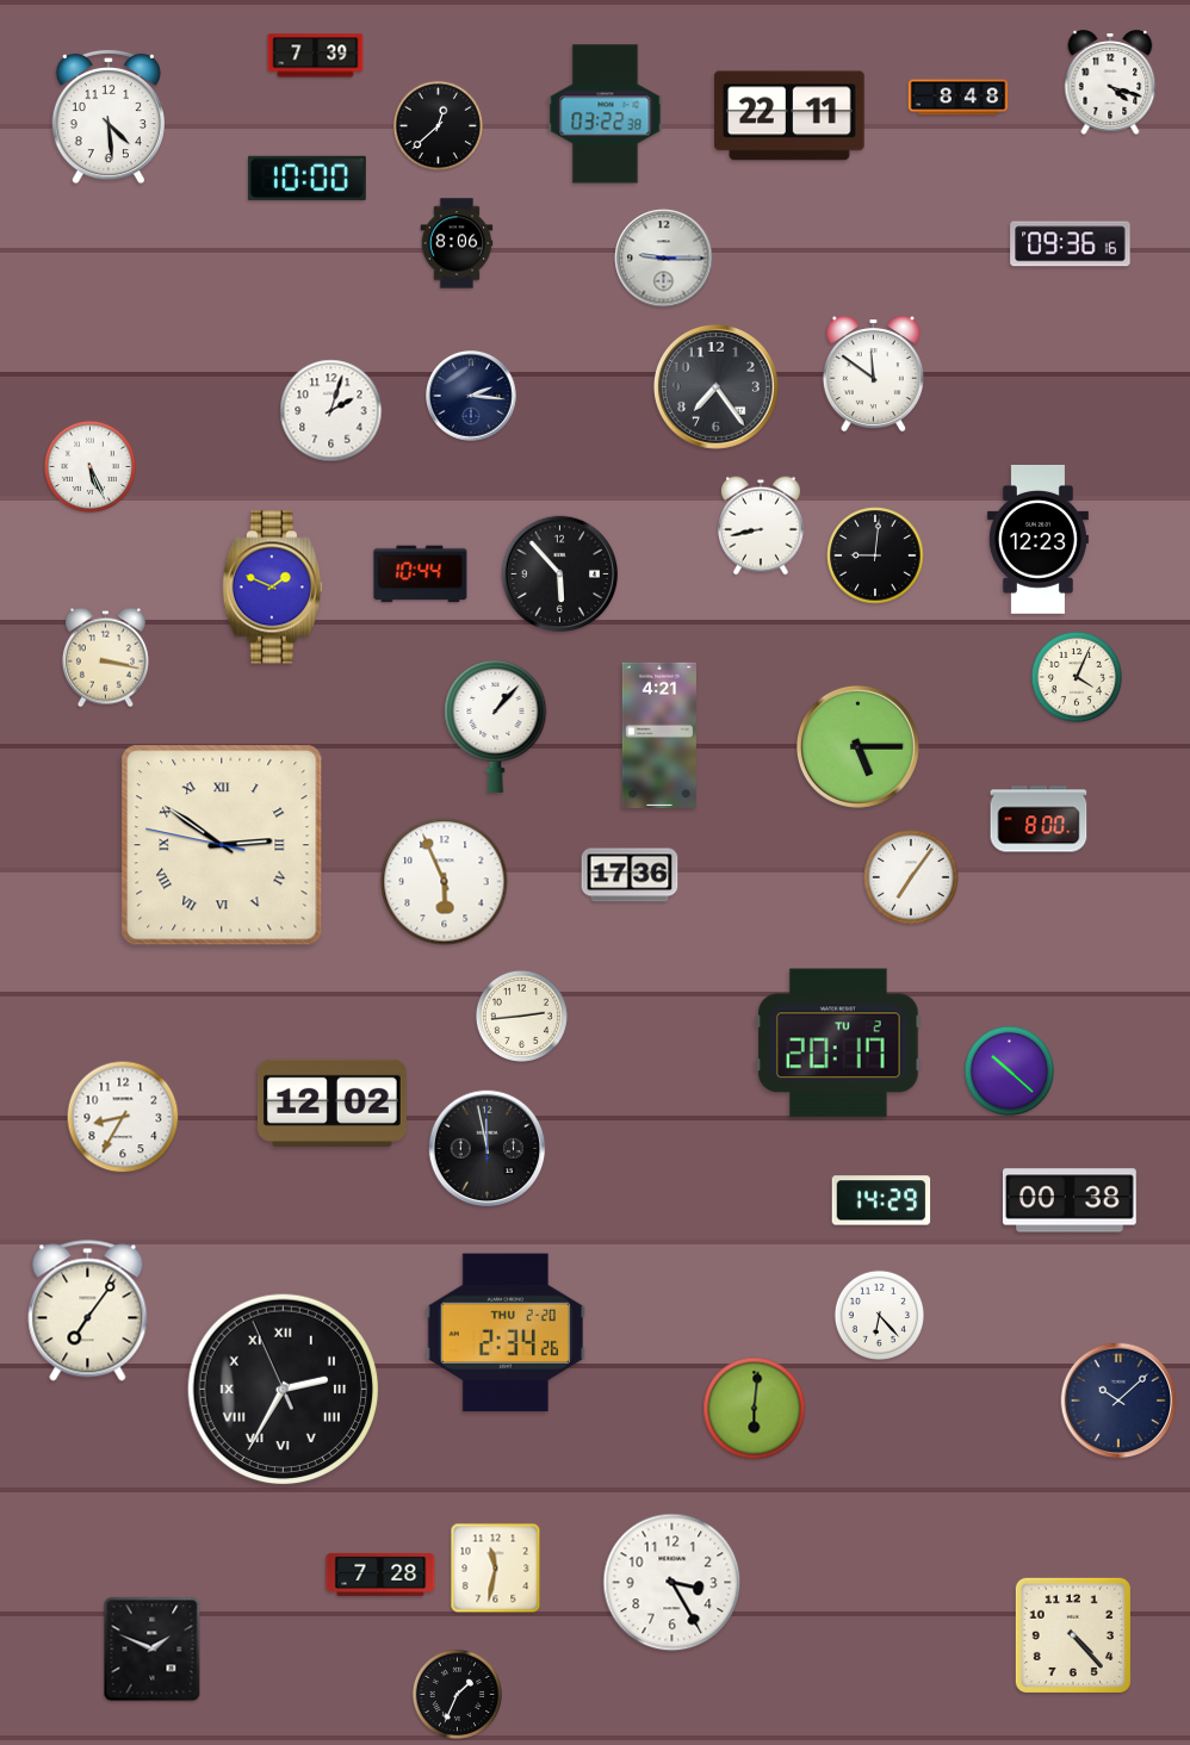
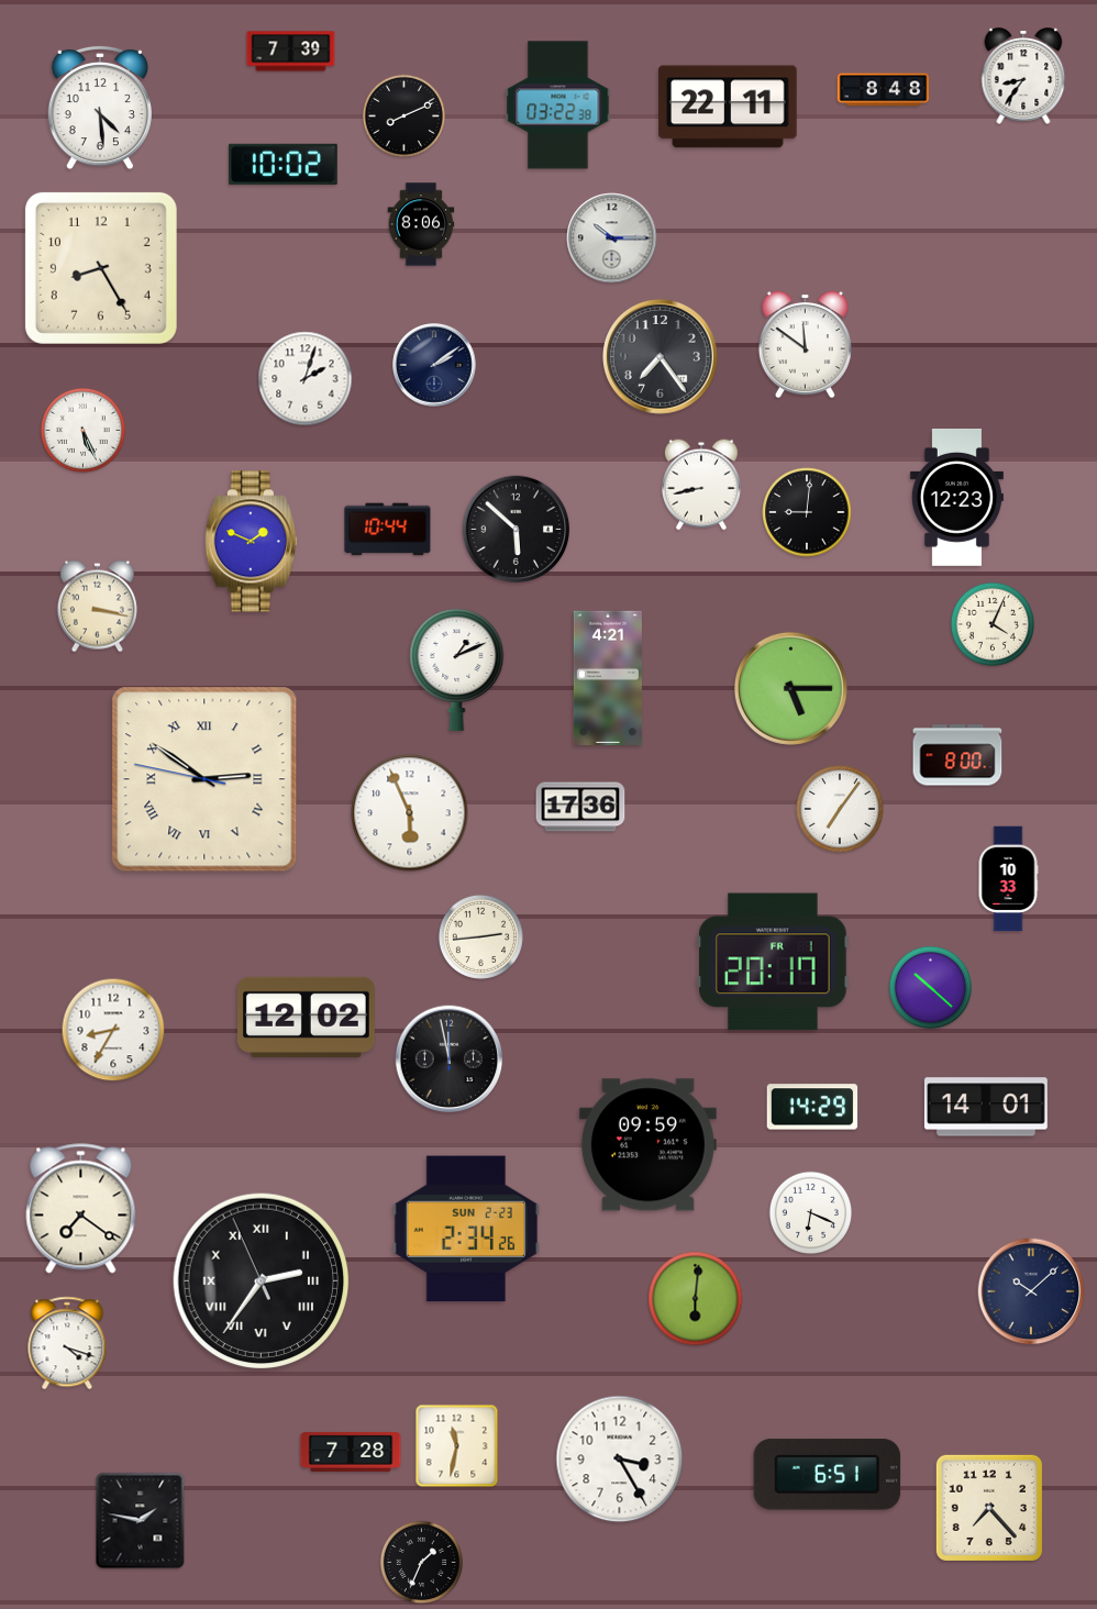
clock at (1110, 82): 4:18 -> 8:36
clock at (438, 125): 12:38 -> 8:11
clock at (306, 178): 10:00 -> 10:02
clock at (1071, 244): 09:36 -> none
clock at (664, 259): 9:15 -> 10:15
clock at (101, 268): none -> 8:25
clock at (471, 396): 2:16 -> 2:09
clock at (560, 575): 5:53 -> 5:52
clock at (496, 727): 1:07 -> 1:11
clock at (1008, 879): none -> 10:33
clock at (838, 1043) date: TU 2 -> FR 1
clock at (1070, 1200): 00:38 -> 14:01
clock at (647, 1145): none -> 09:59
clock at (88, 1311): 7:06 -> 7:21
clock at (879, 1315): 6:23 -> 6:19
clock at (504, 1333) date: THU 2-20 -> SUN 2-23
clock at (284, 1390): 2:34 -> 2:35
clock at (67, 1343): none -> 4:18
clock at (828, 1475): none -> 6:51
clock at (1073, 1635): 4:23 -> 7:23
clock at (153, 1650): 1:49 -> 1:47
